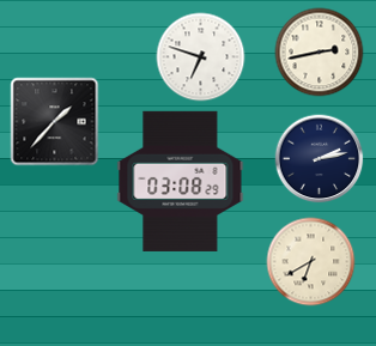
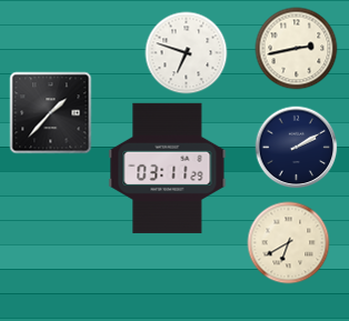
clock at (320, 159): 2:13 -> 2:10
clock at (181, 181): 03:08 -> 03:11
